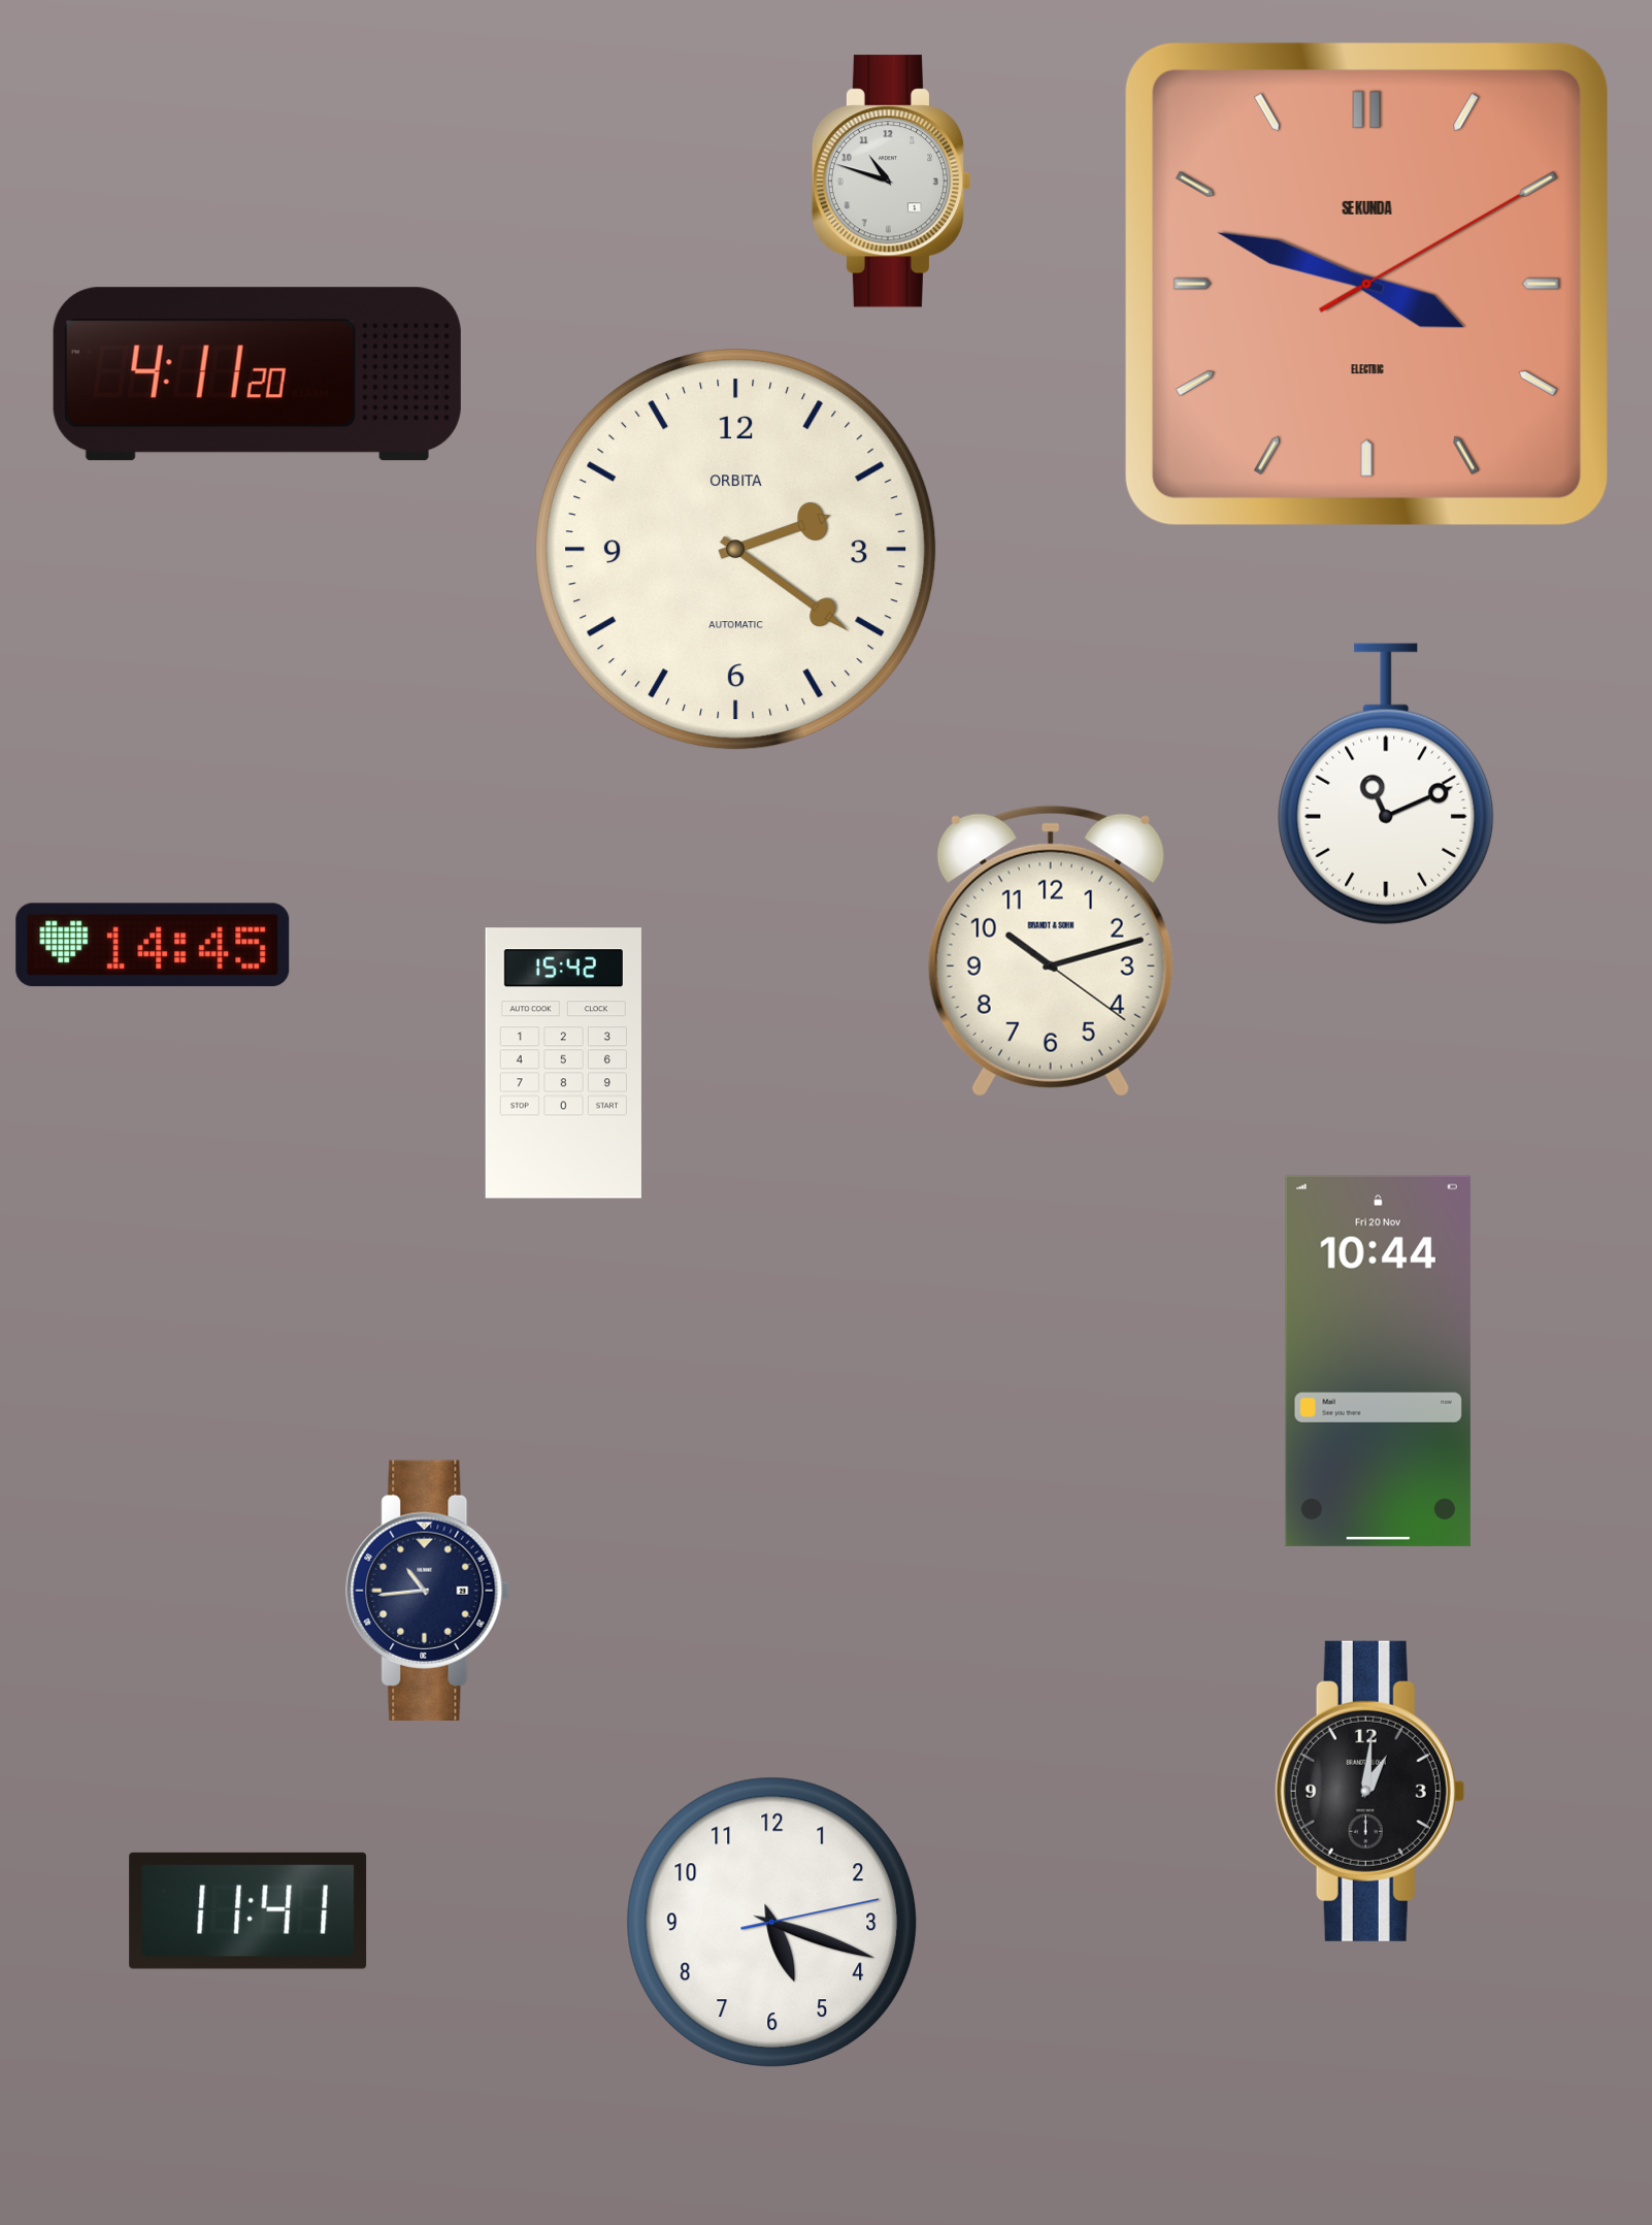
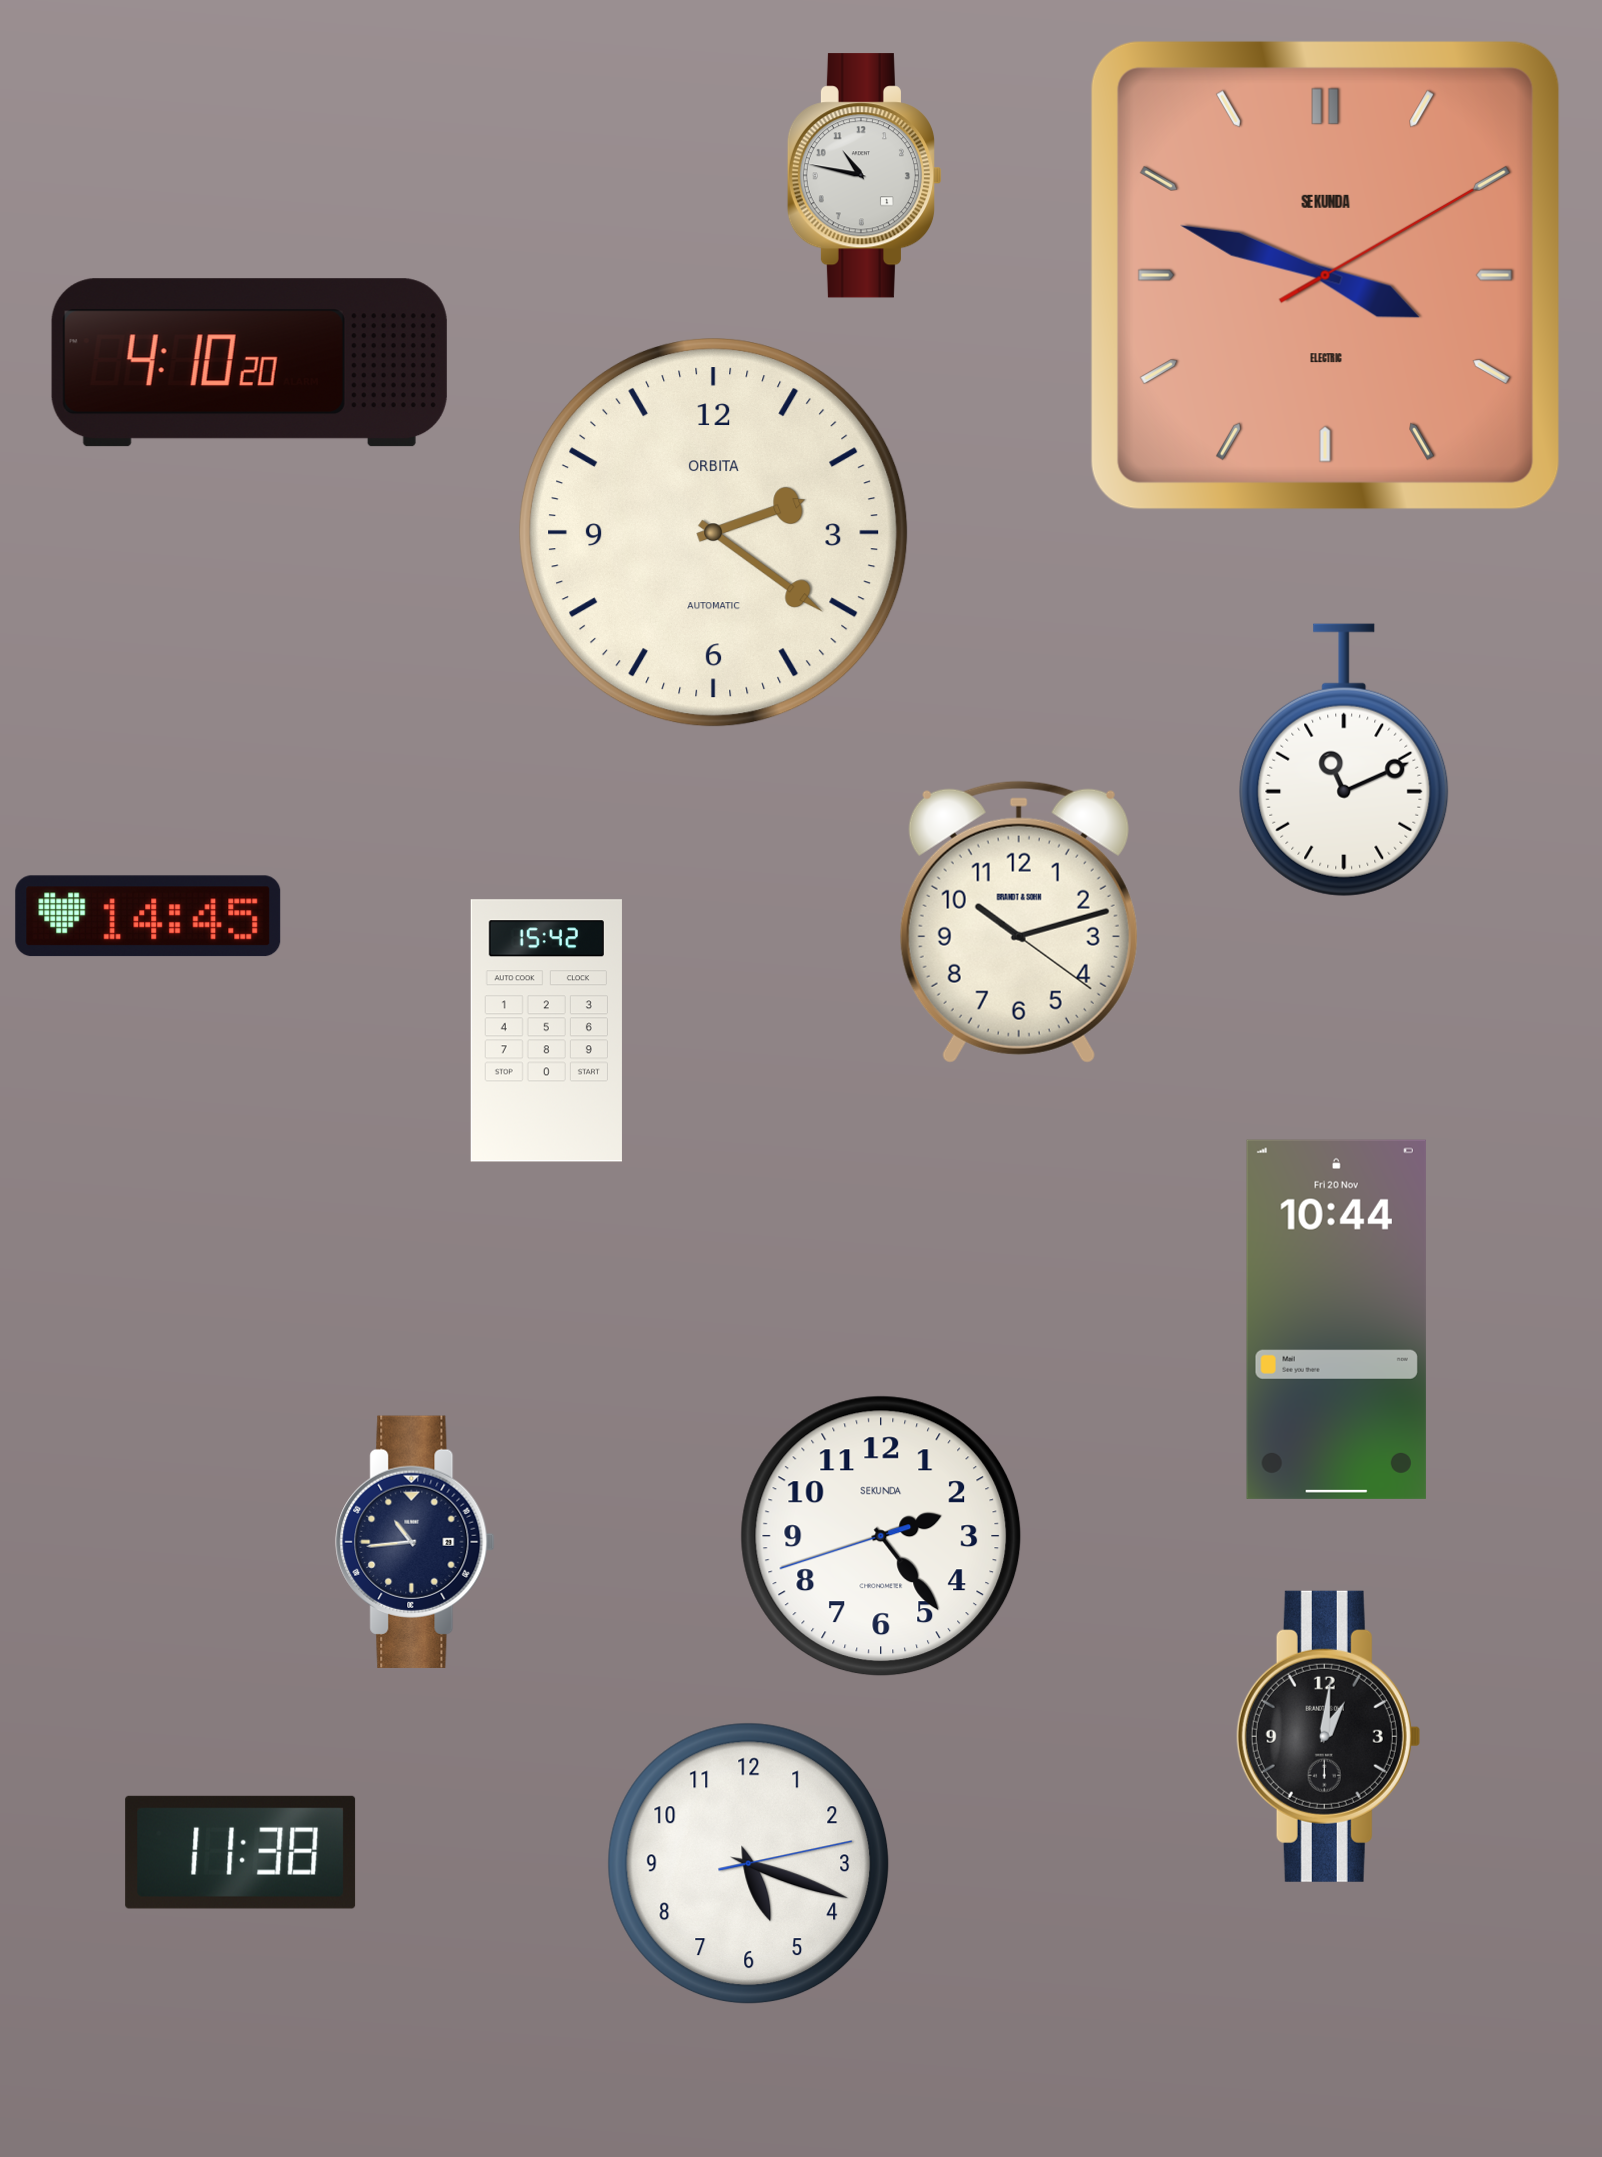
clock at (892, 182): 10:48 -> 10:47
clock at (257, 374): 4:11 -> 4:10
clock at (881, 1536): none -> 2:23
clock at (249, 1910): 11:41 -> 11:38
